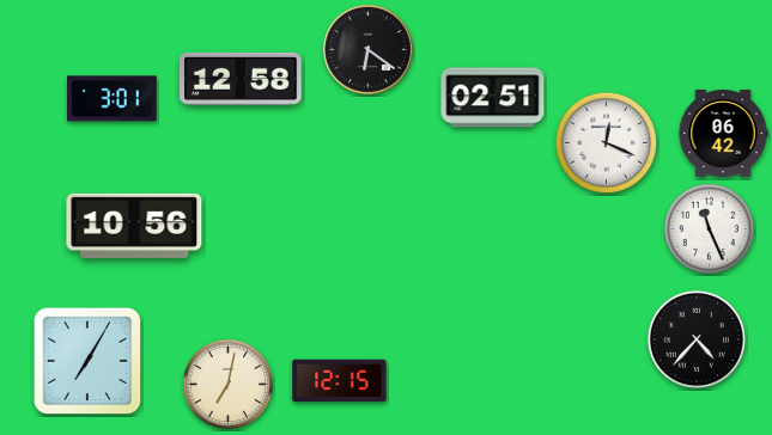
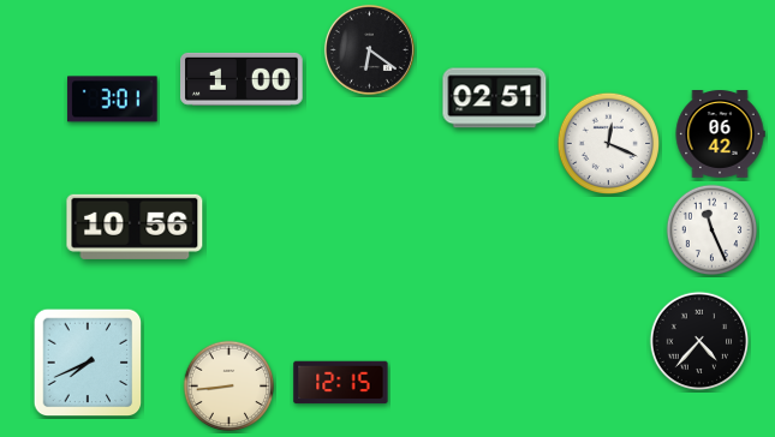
clock at (242, 79): 12:58 -> 1:00
clock at (723, 134) position: (723, 134) -> (720, 134)
clock at (87, 361): 7:05 -> 7:41
clock at (229, 385): 7:02 -> 8:44
